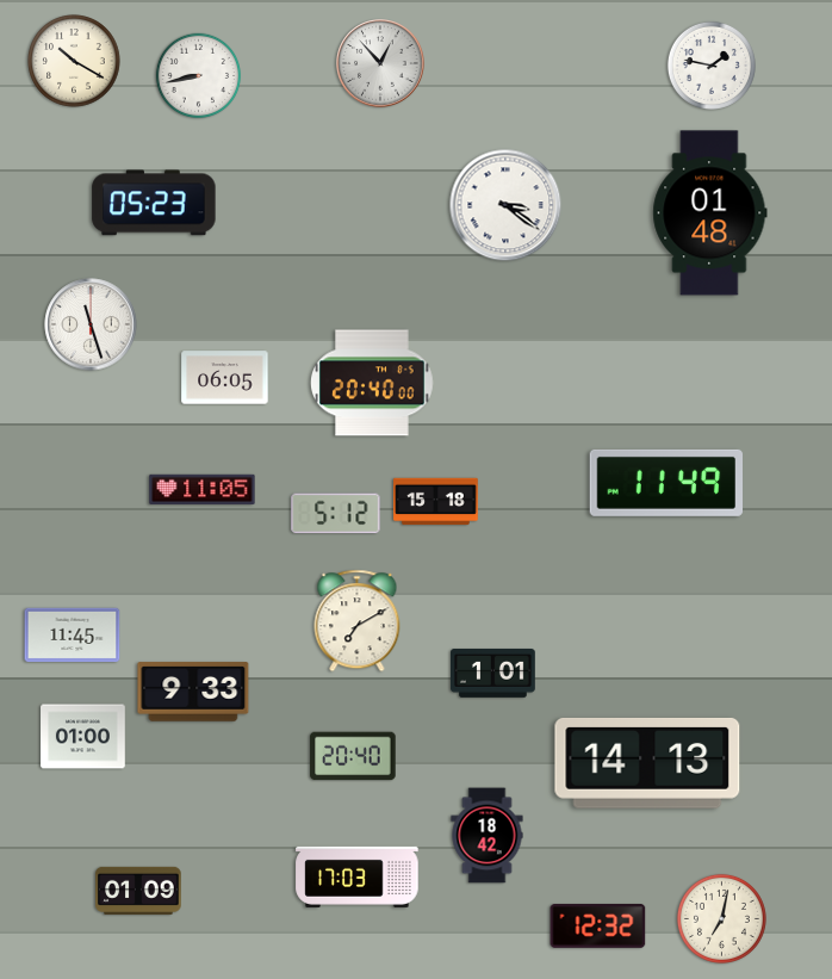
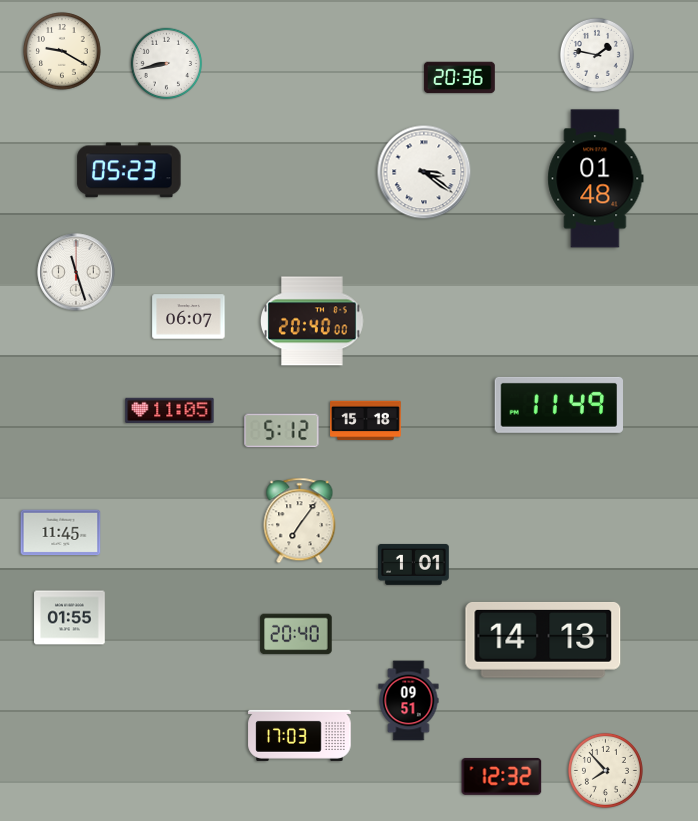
clock at (74, 61): 10:20 -> 9:20
clock at (380, 63): 12:53 -> none
clock at (460, 78): none -> 20:36
clock at (225, 378): 06:05 -> 06:07
clock at (358, 621): 7:10 -> 7:06
clock at (193, 692): 9:33 -> none
clock at (83, 737): 01:00 -> 01:55
clock at (488, 836): 18:42 -> 09:51
clock at (138, 891): 01:09 -> none
clock at (721, 918): 7:02 -> 7:53
